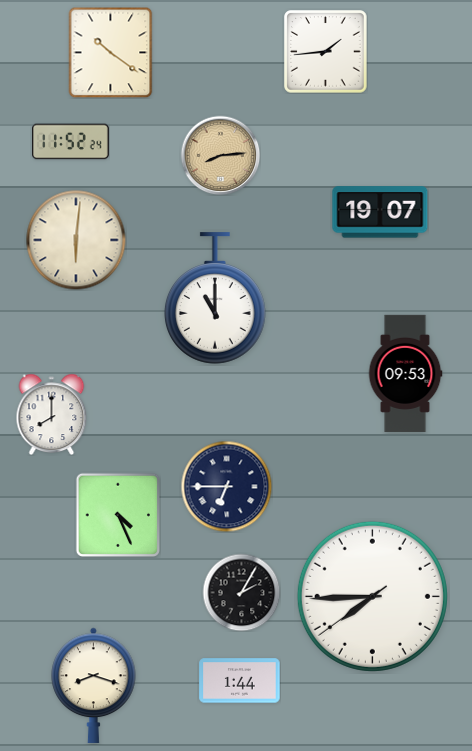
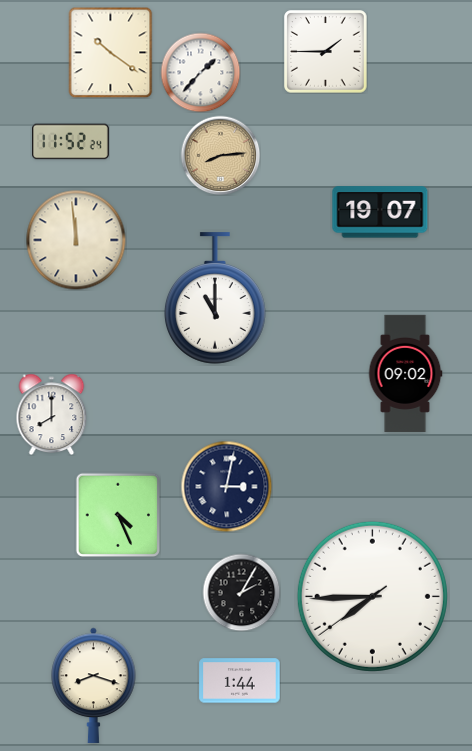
clock at (326, 52): 1:44 -> 1:45
clock at (200, 72): none -> 1:37
clock at (76, 240): 6:01 -> 11:59
clock at (405, 373): 09:53 -> 09:02
clock at (226, 486): 6:45 -> 3:02
